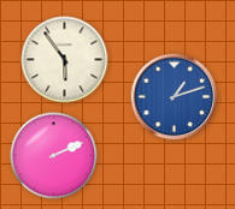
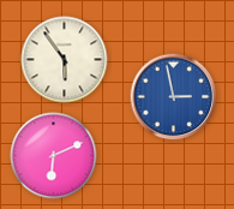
clock at (175, 97): 1:12 -> 2:58
clock at (54, 156): 2:11 -> 6:11
